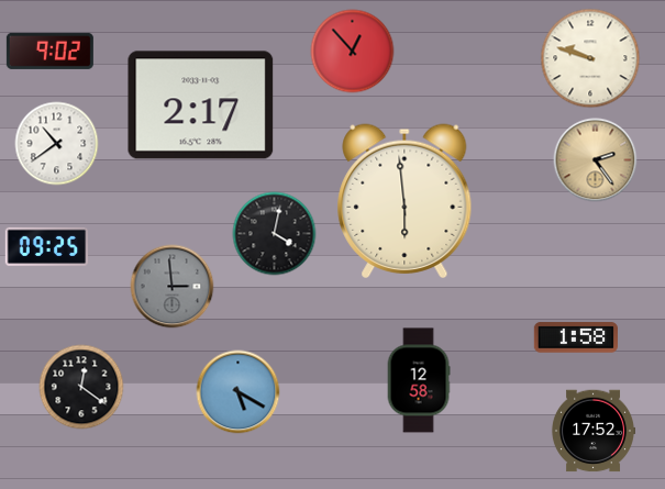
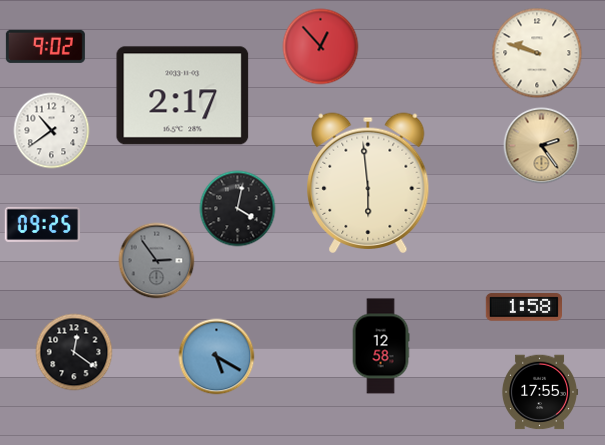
clock at (275, 234) position: (275, 234) -> (238, 209)
clock at (173, 287): 2:59 -> 2:54
clock at (592, 431): 17:52 -> 17:55
